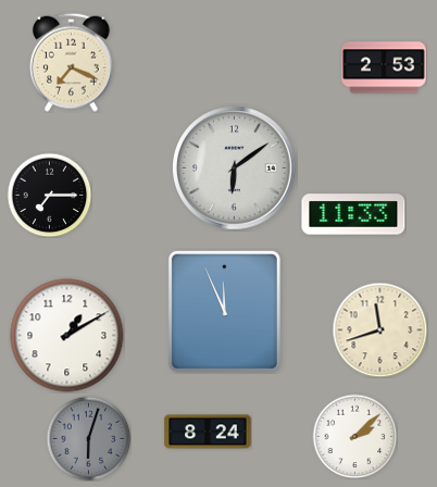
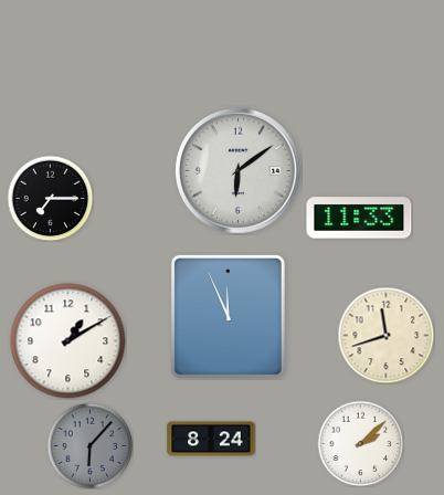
clock at (71, 62): 7:19 -> none
clock at (384, 67): 2:53 -> none
clock at (88, 438): 6:03 -> 6:07
